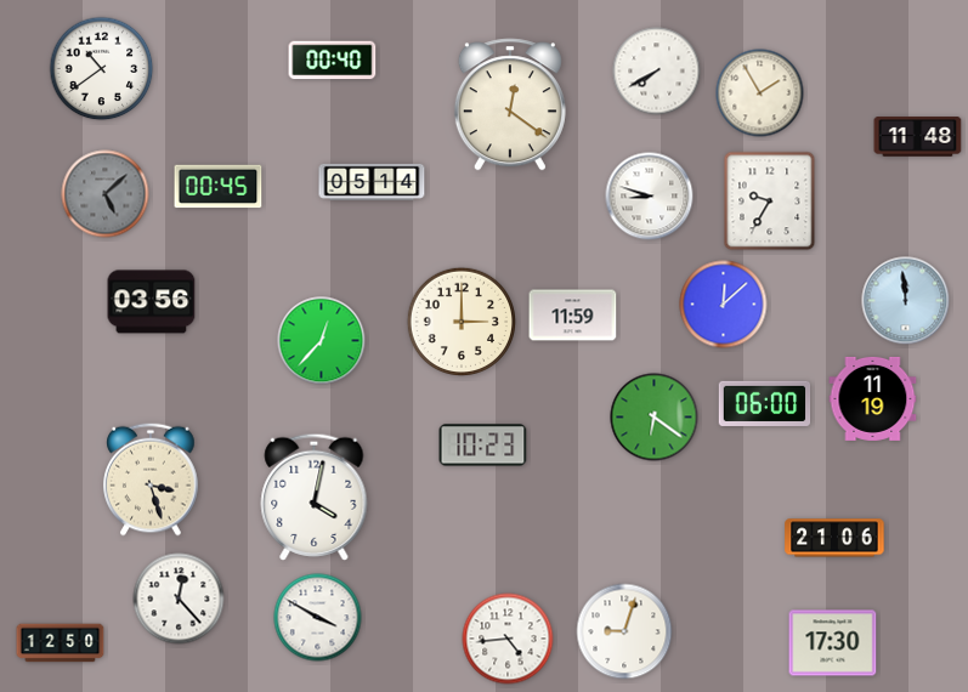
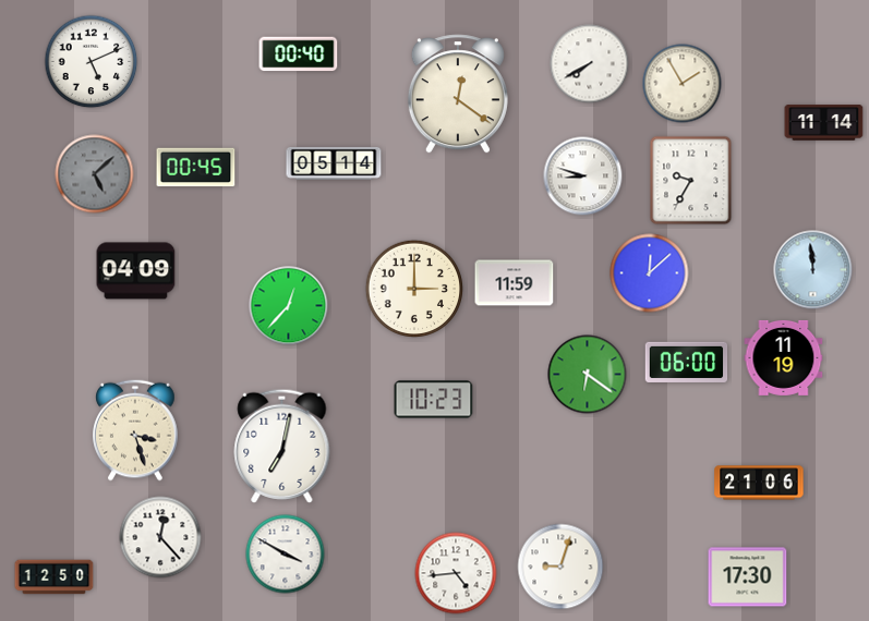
clock at (102, 69): 10:39 -> 5:11
clock at (918, 137): 11:48 -> 11:14
clock at (152, 302): 03:56 -> 04:09
clock at (315, 497): 4:02 -> 7:02
clock at (834, 538) position: (834, 538) -> (759, 483)
